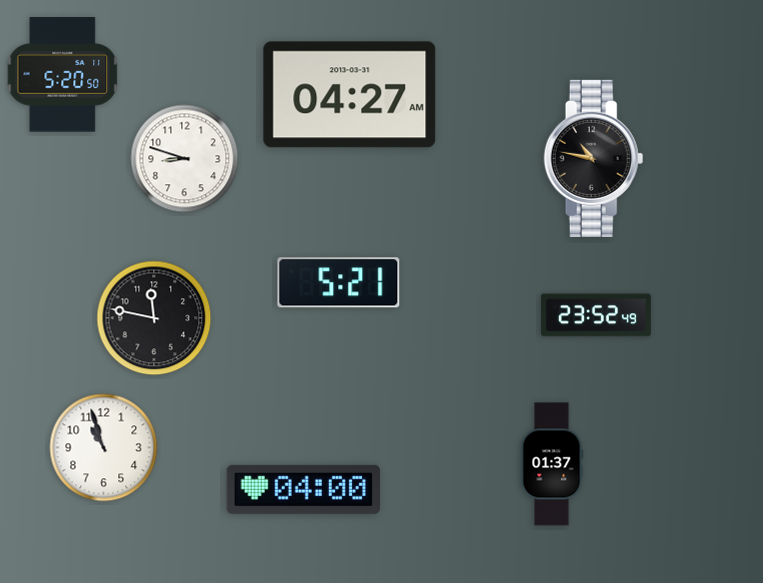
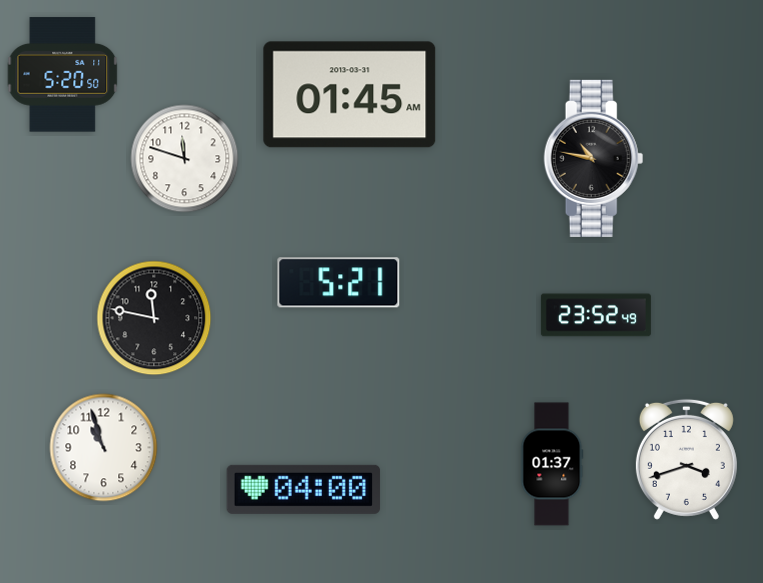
clock at (350, 95): 04:27 -> 01:45
clock at (185, 159): 8:48 -> 11:48
clock at (686, 459): none -> 3:42
